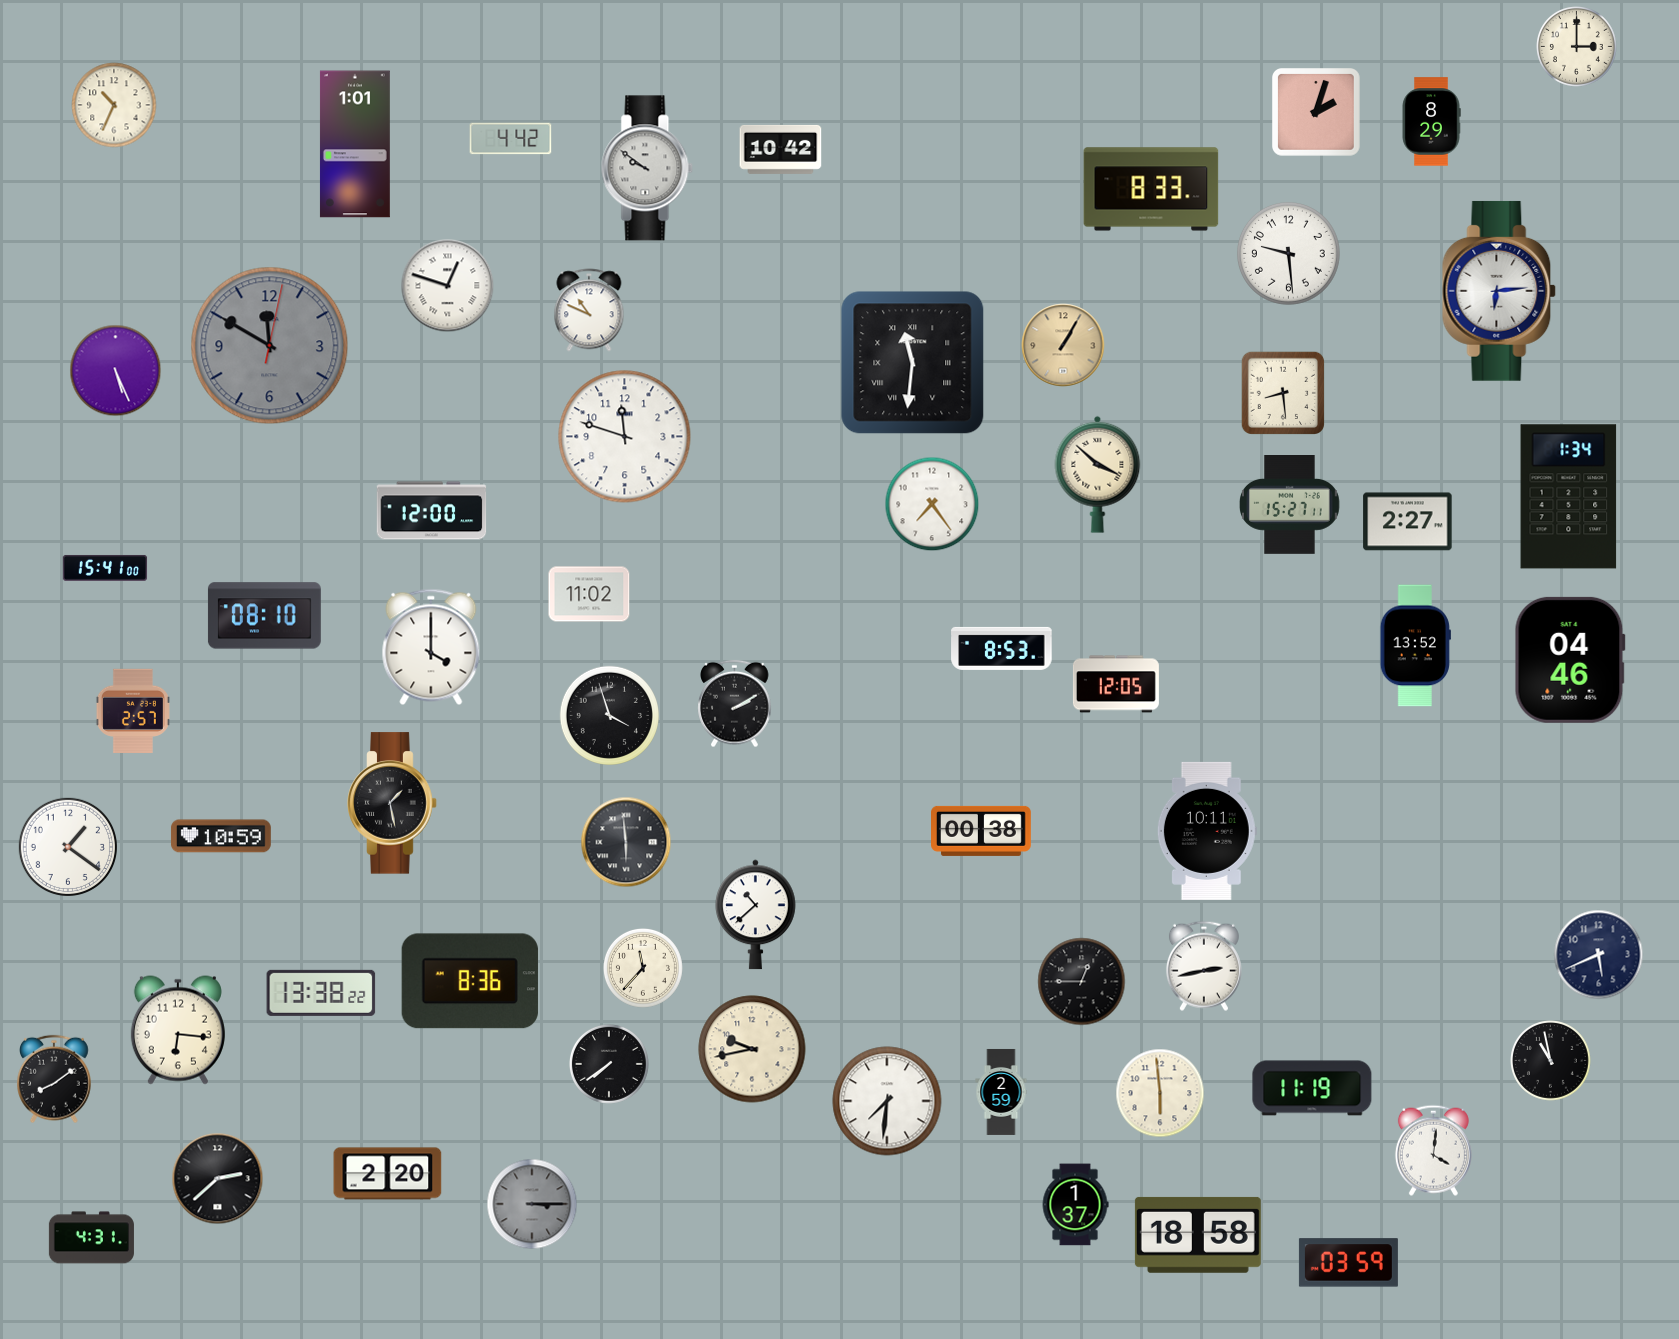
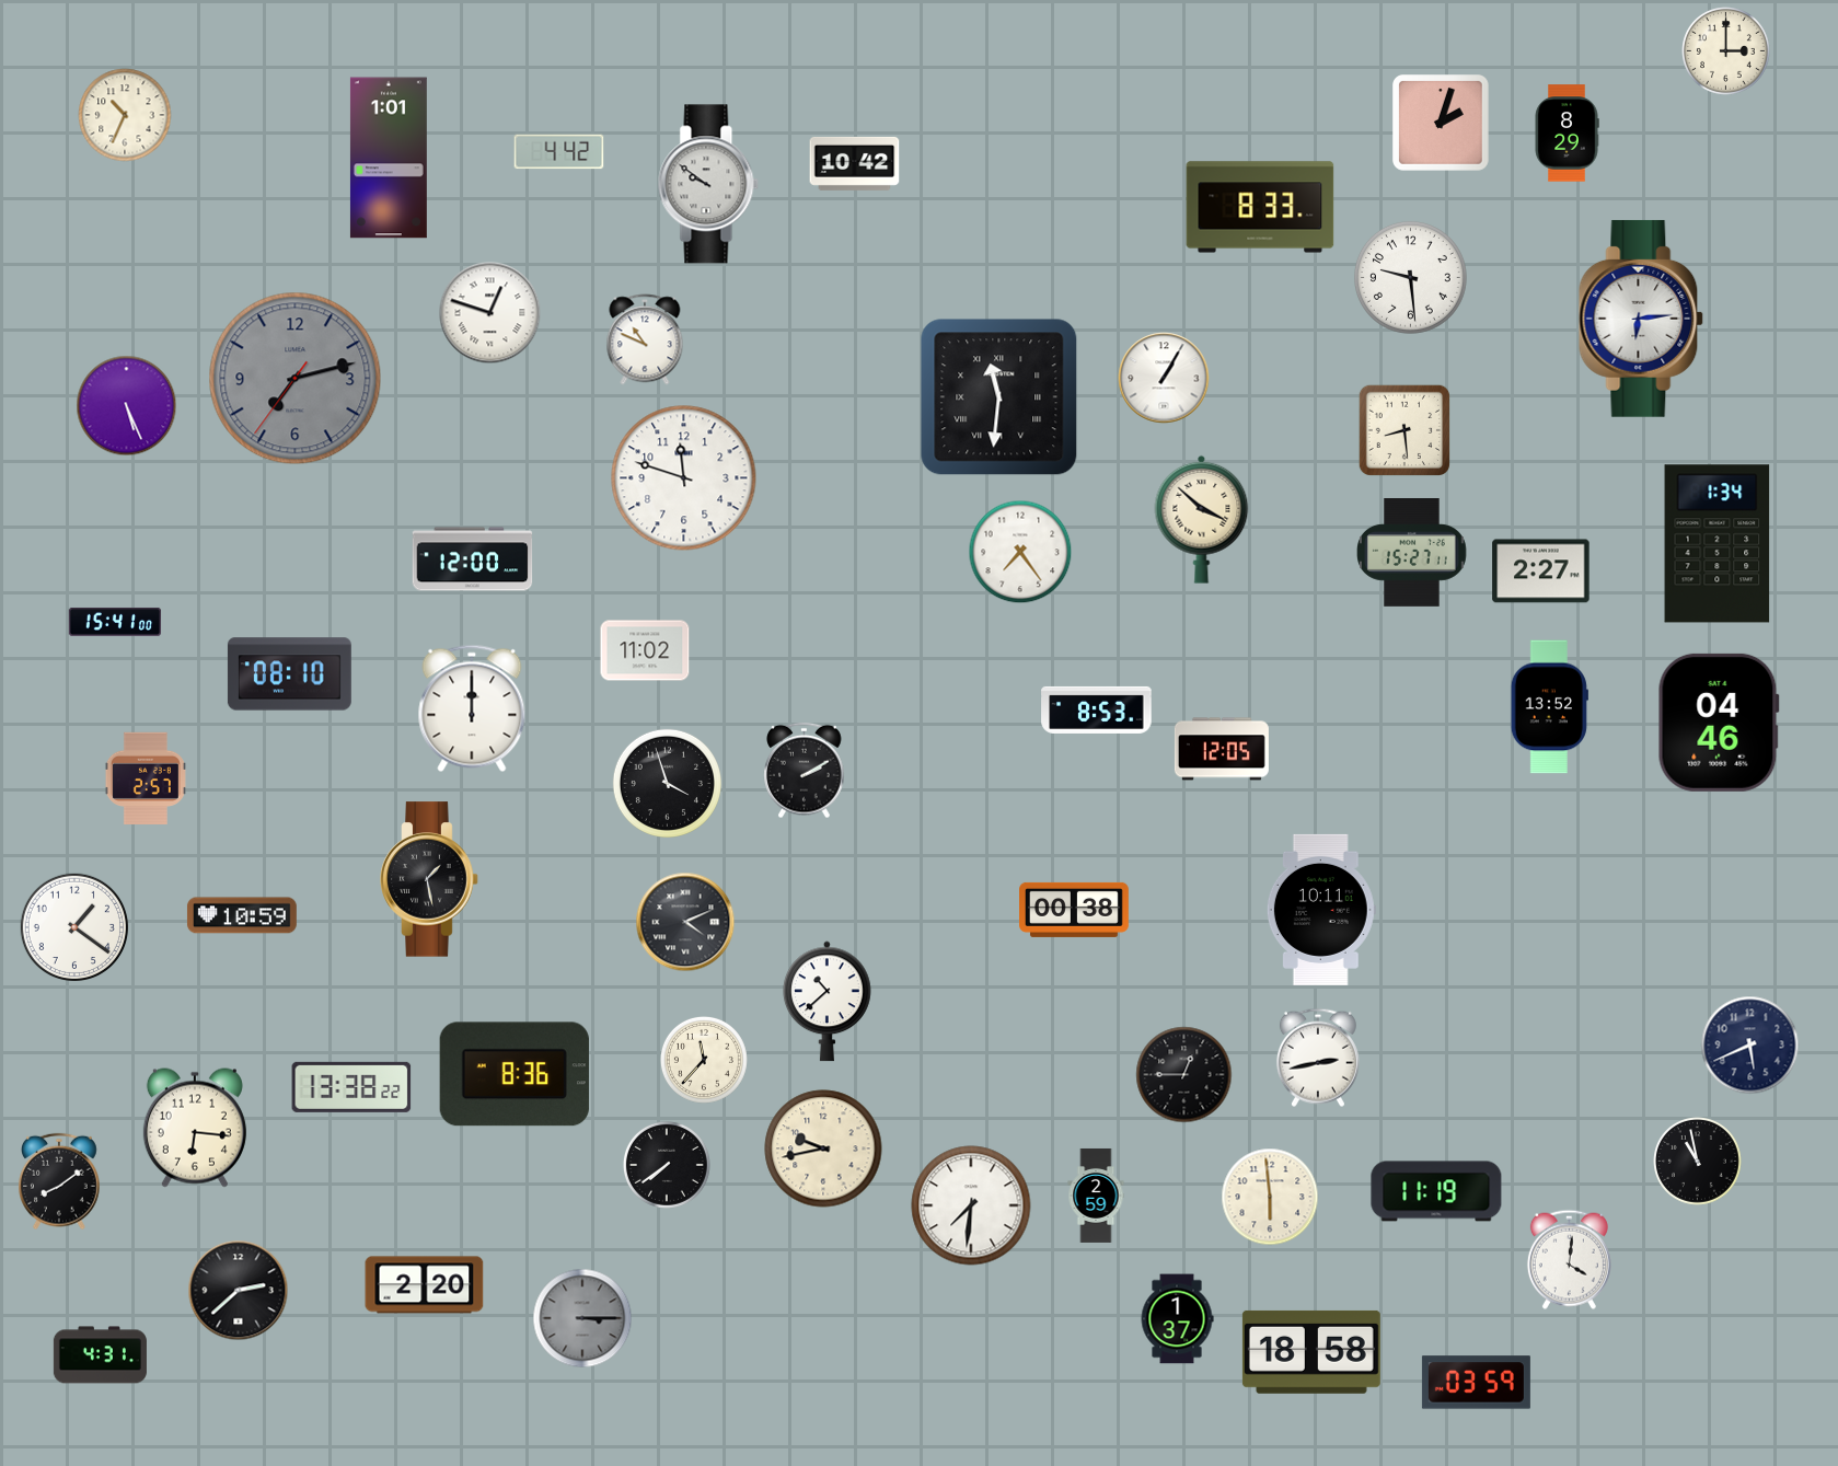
clock at (1063, 345) dial: champagne -> white
clock at (270, 346): 11:50 -> 7:12
clock at (431, 647): 4:00 -> 12:00
clock at (626, 842): 5:59 -> 4:11
